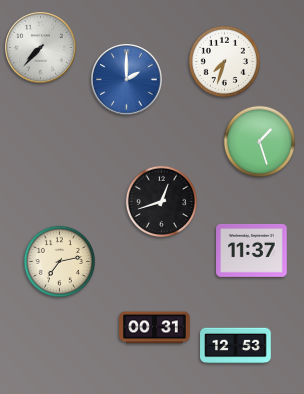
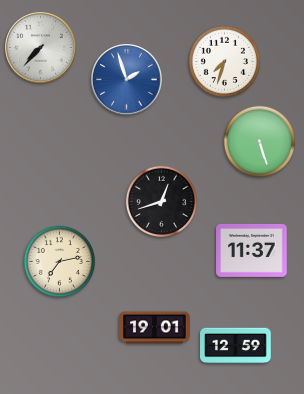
clock at (127, 80): 2:00 -> 1:57
clock at (259, 141): 1:27 -> 5:27
clock at (155, 328): 00:31 -> 19:01
clock at (236, 346): 12:53 -> 12:59
